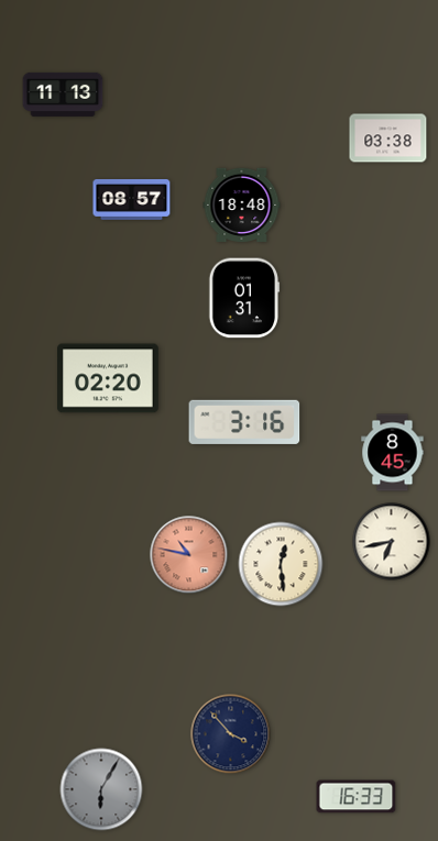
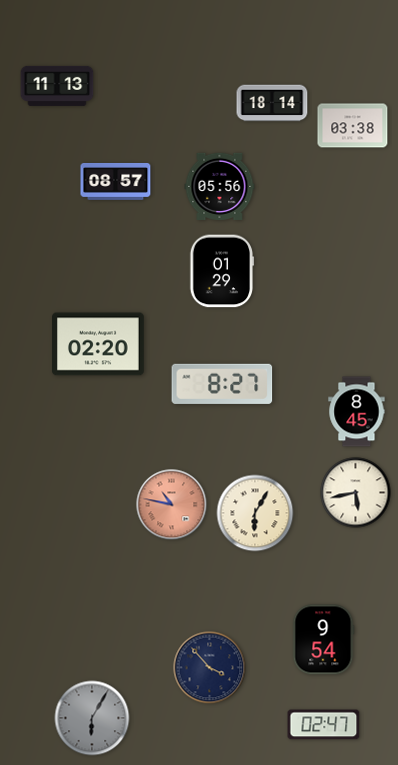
clock at (272, 103): none -> 18:14
clock at (132, 199) position: (132, 199) -> (116, 181)
clock at (242, 204): 18:48 -> 05:56
clock at (244, 298): 01:31 -> 01:29
clock at (244, 422): 3:16 -> 8:27
clock at (392, 542): 6:43 -> 5:43
clock at (281, 564): 12:29 -> 6:05
clock at (324, 640): none -> 9:54
clock at (357, 797): 16:33 -> 02:47
